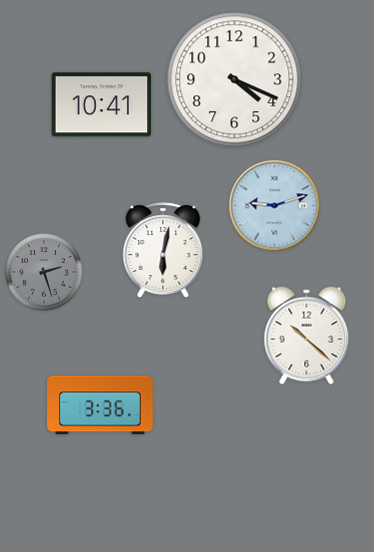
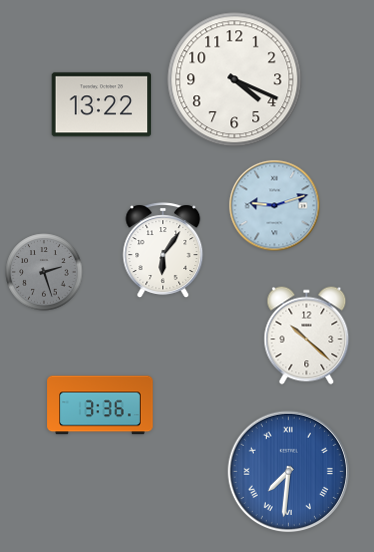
clock at (102, 105): 10:41 -> 13:22
clock at (163, 250): 6:02 -> 6:06
clock at (289, 472): none -> 7:31
